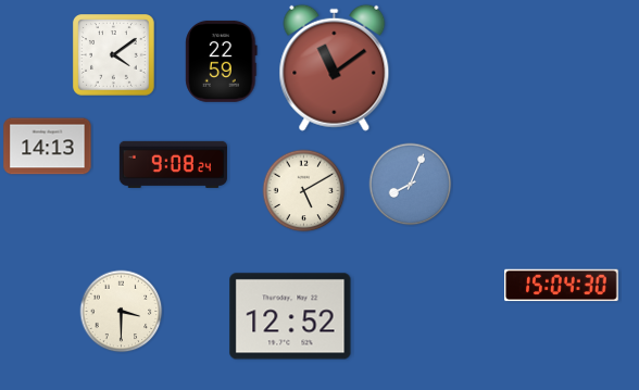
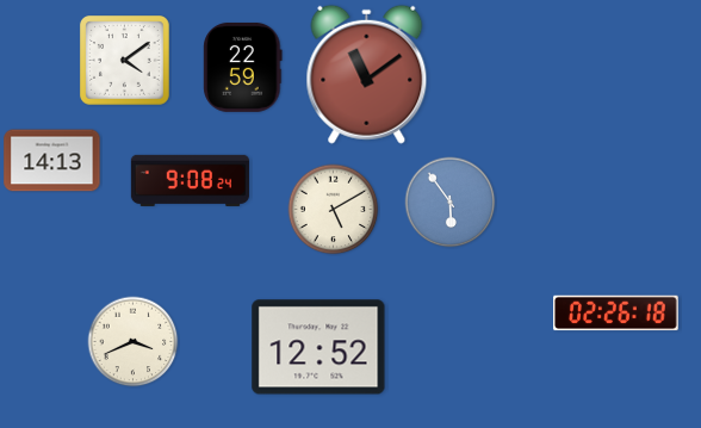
clock at (411, 185): 8:04 -> 5:54
clock at (562, 286): 15:04 -> 02:26
clock at (122, 312): 3:30 -> 3:41
